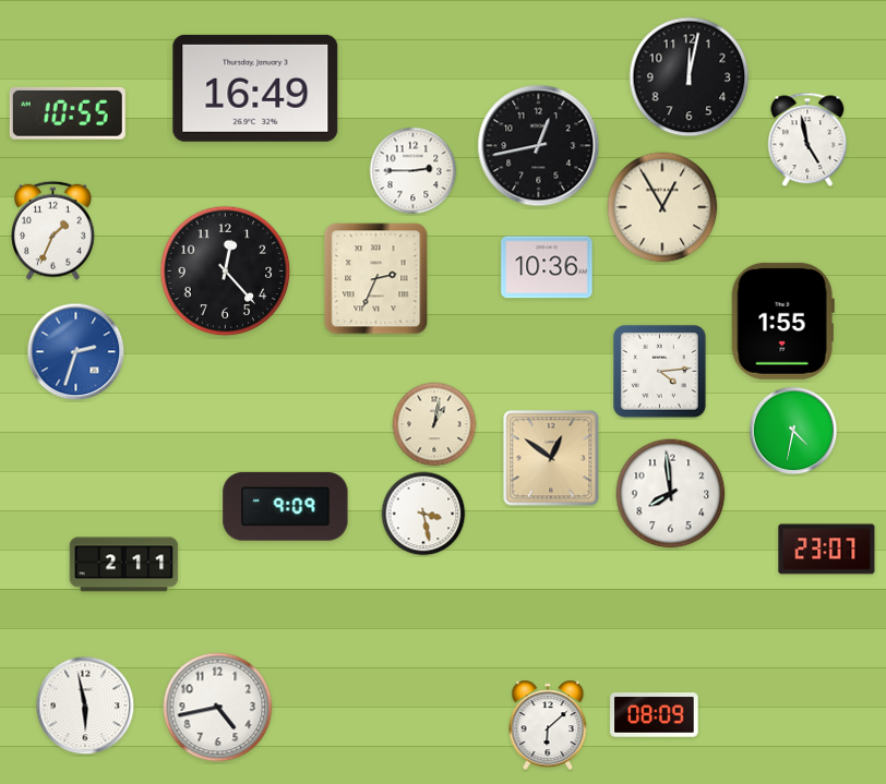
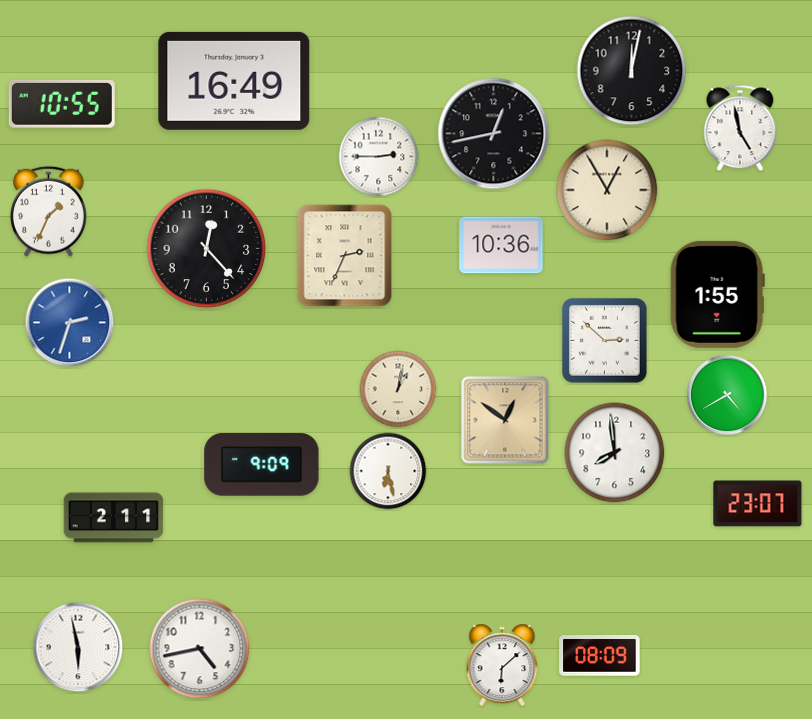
clock at (659, 371): 4:14 -> 2:52
clock at (793, 431): 4:32 -> 4:40
clock at (423, 514): 3:28 -> 6:28
